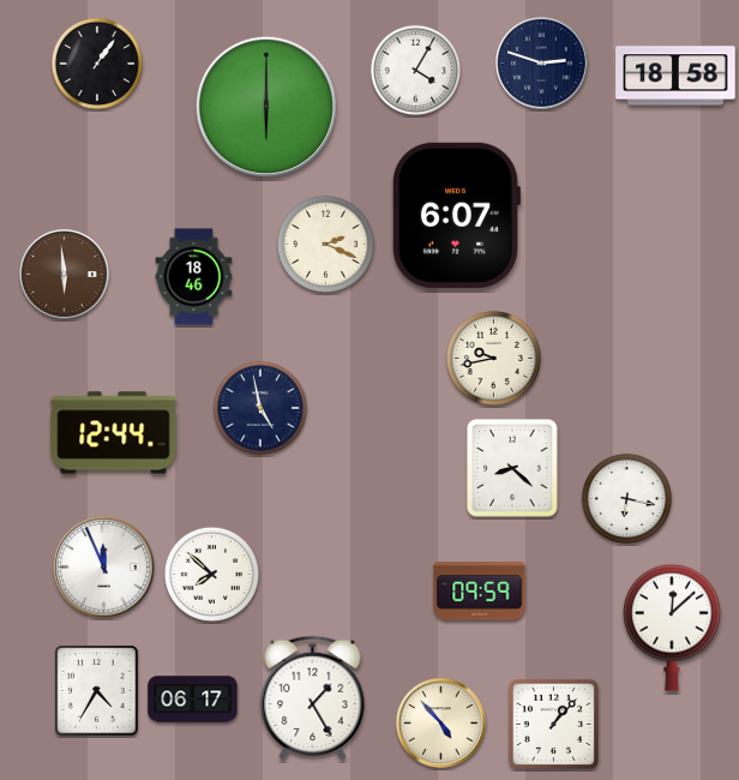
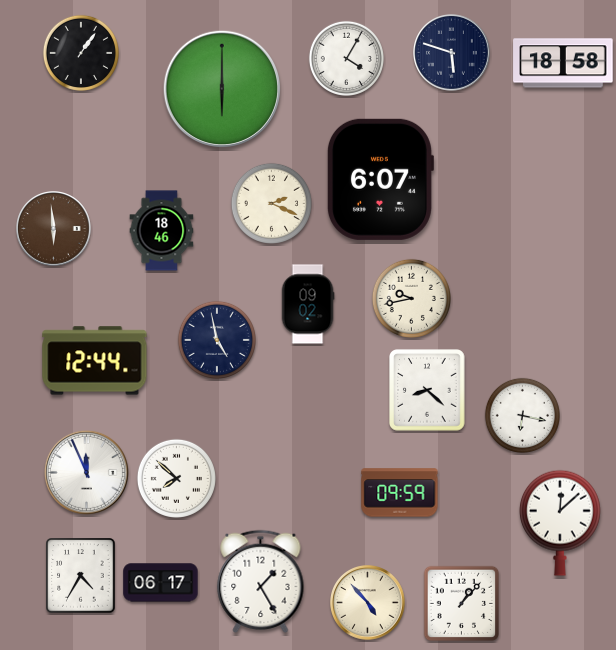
clock at (542, 64): 2:48 -> 5:48
clock at (308, 304): none -> 09:02
